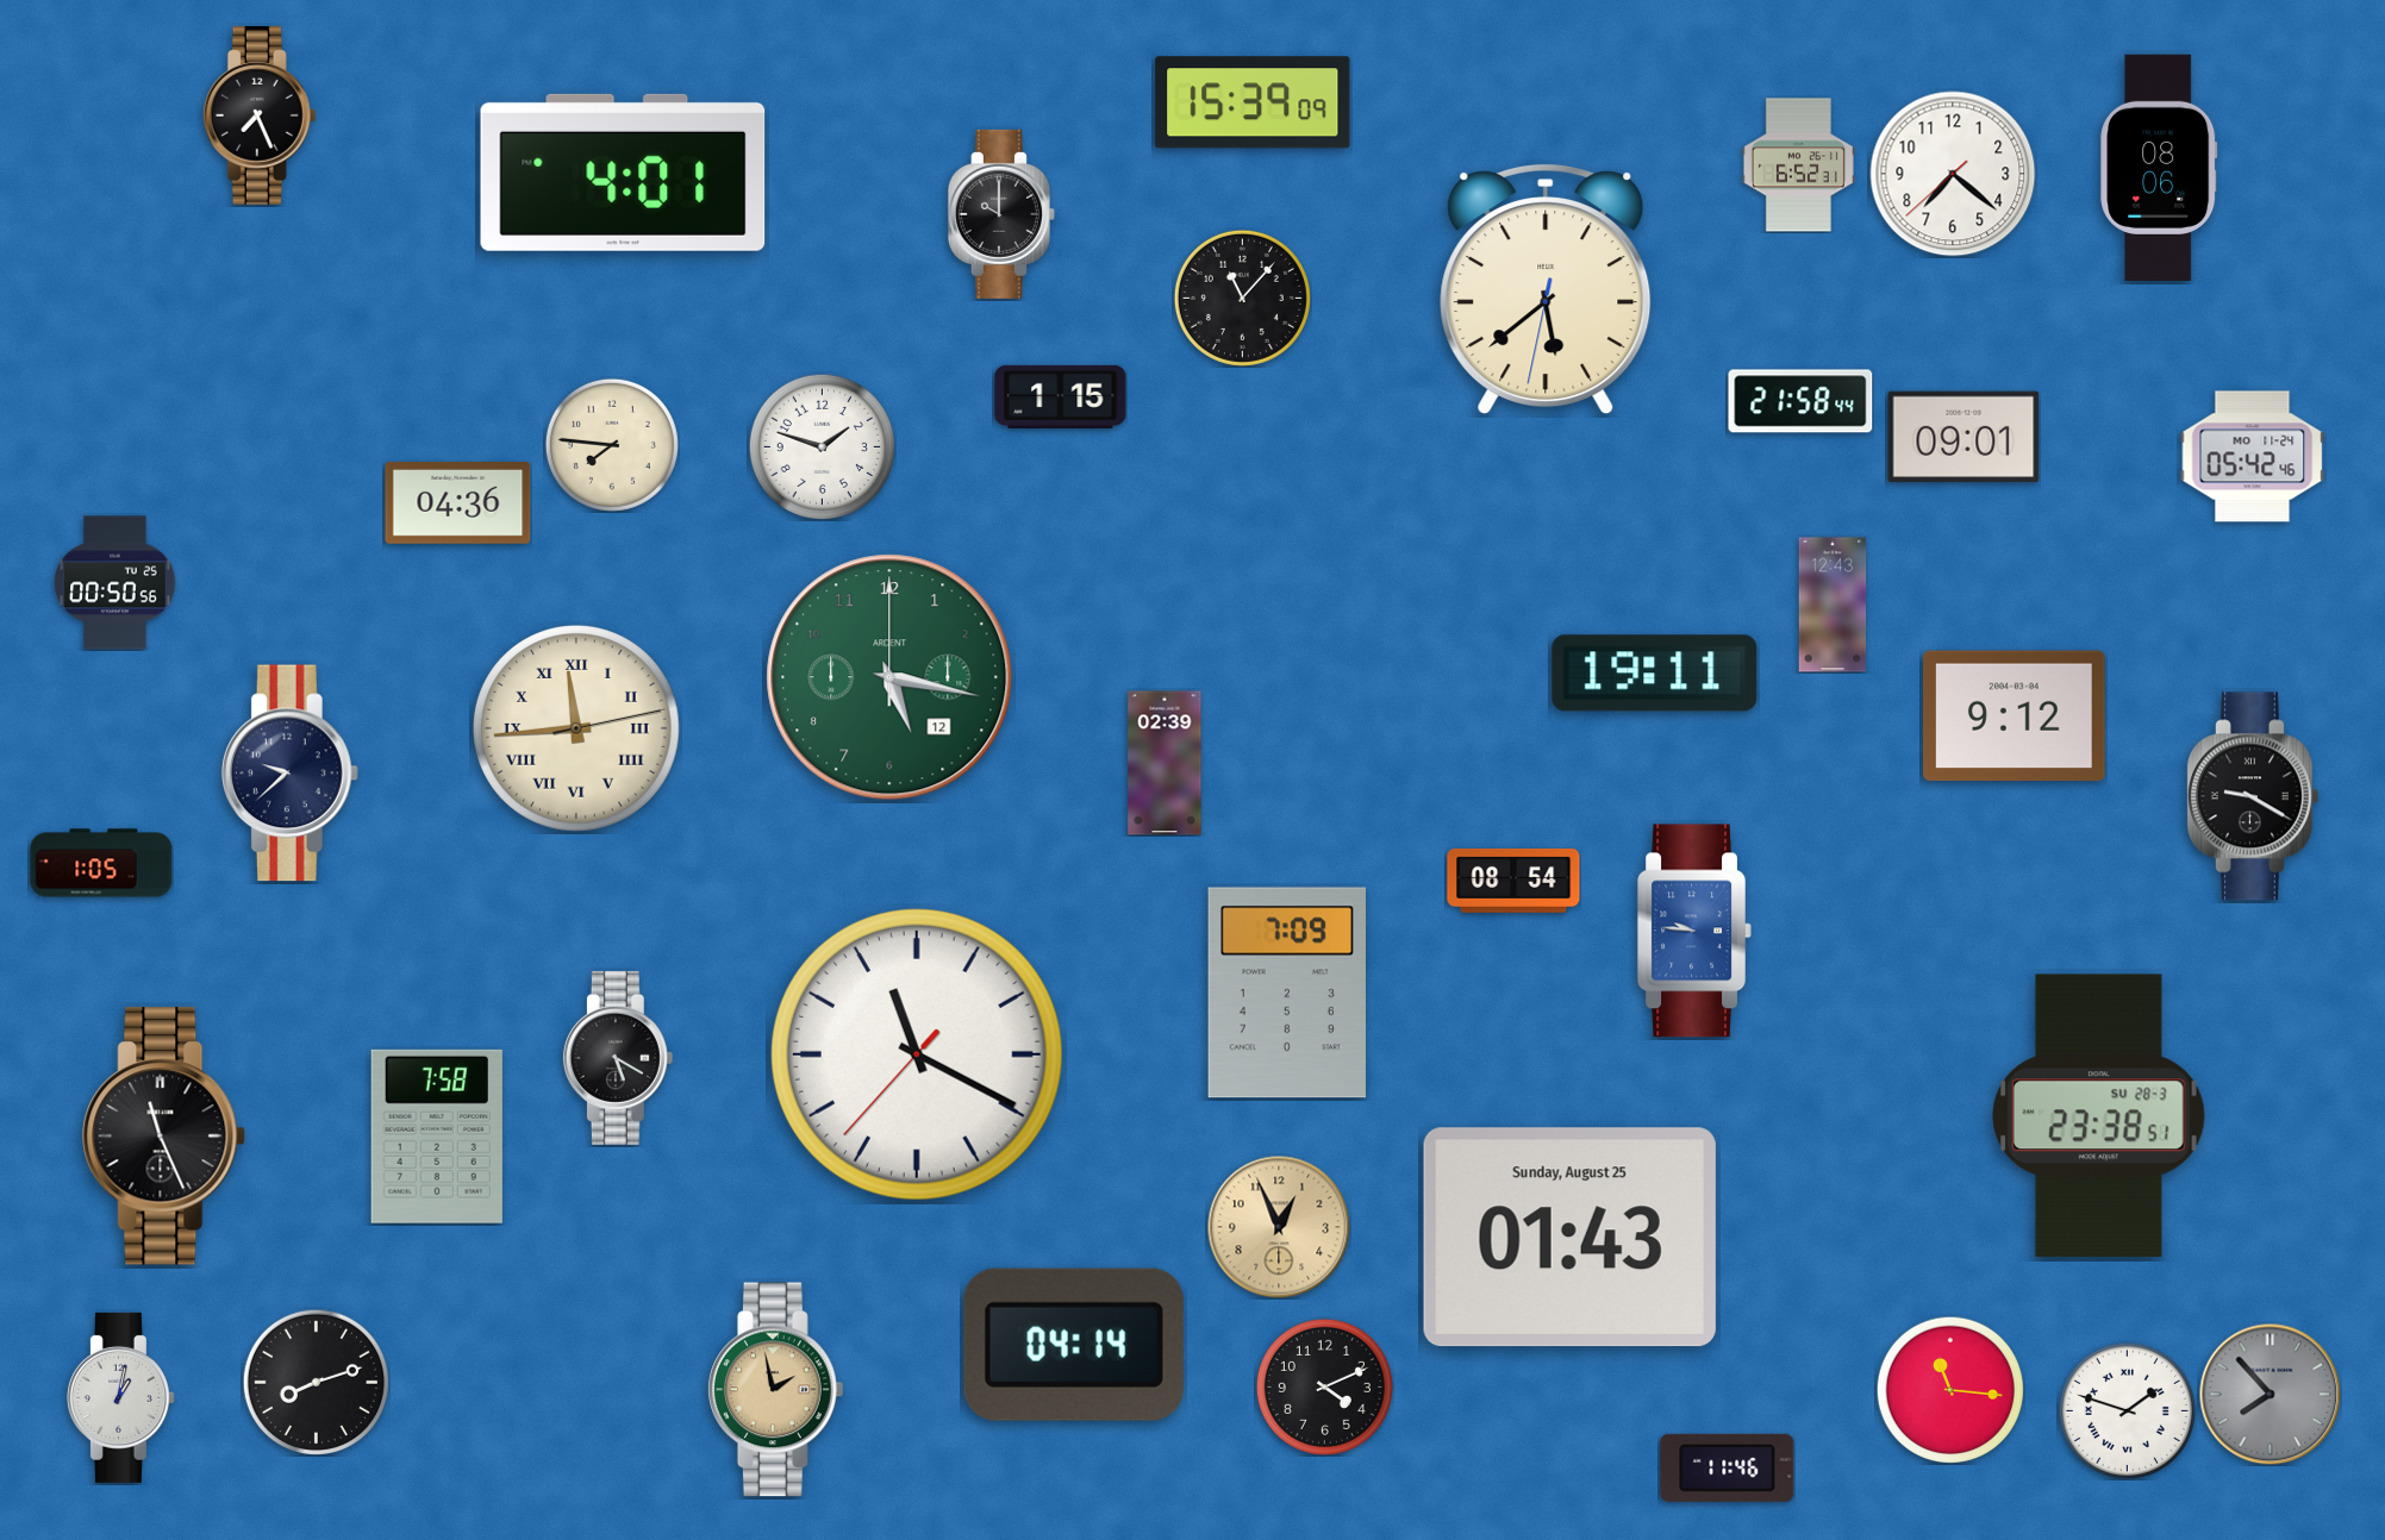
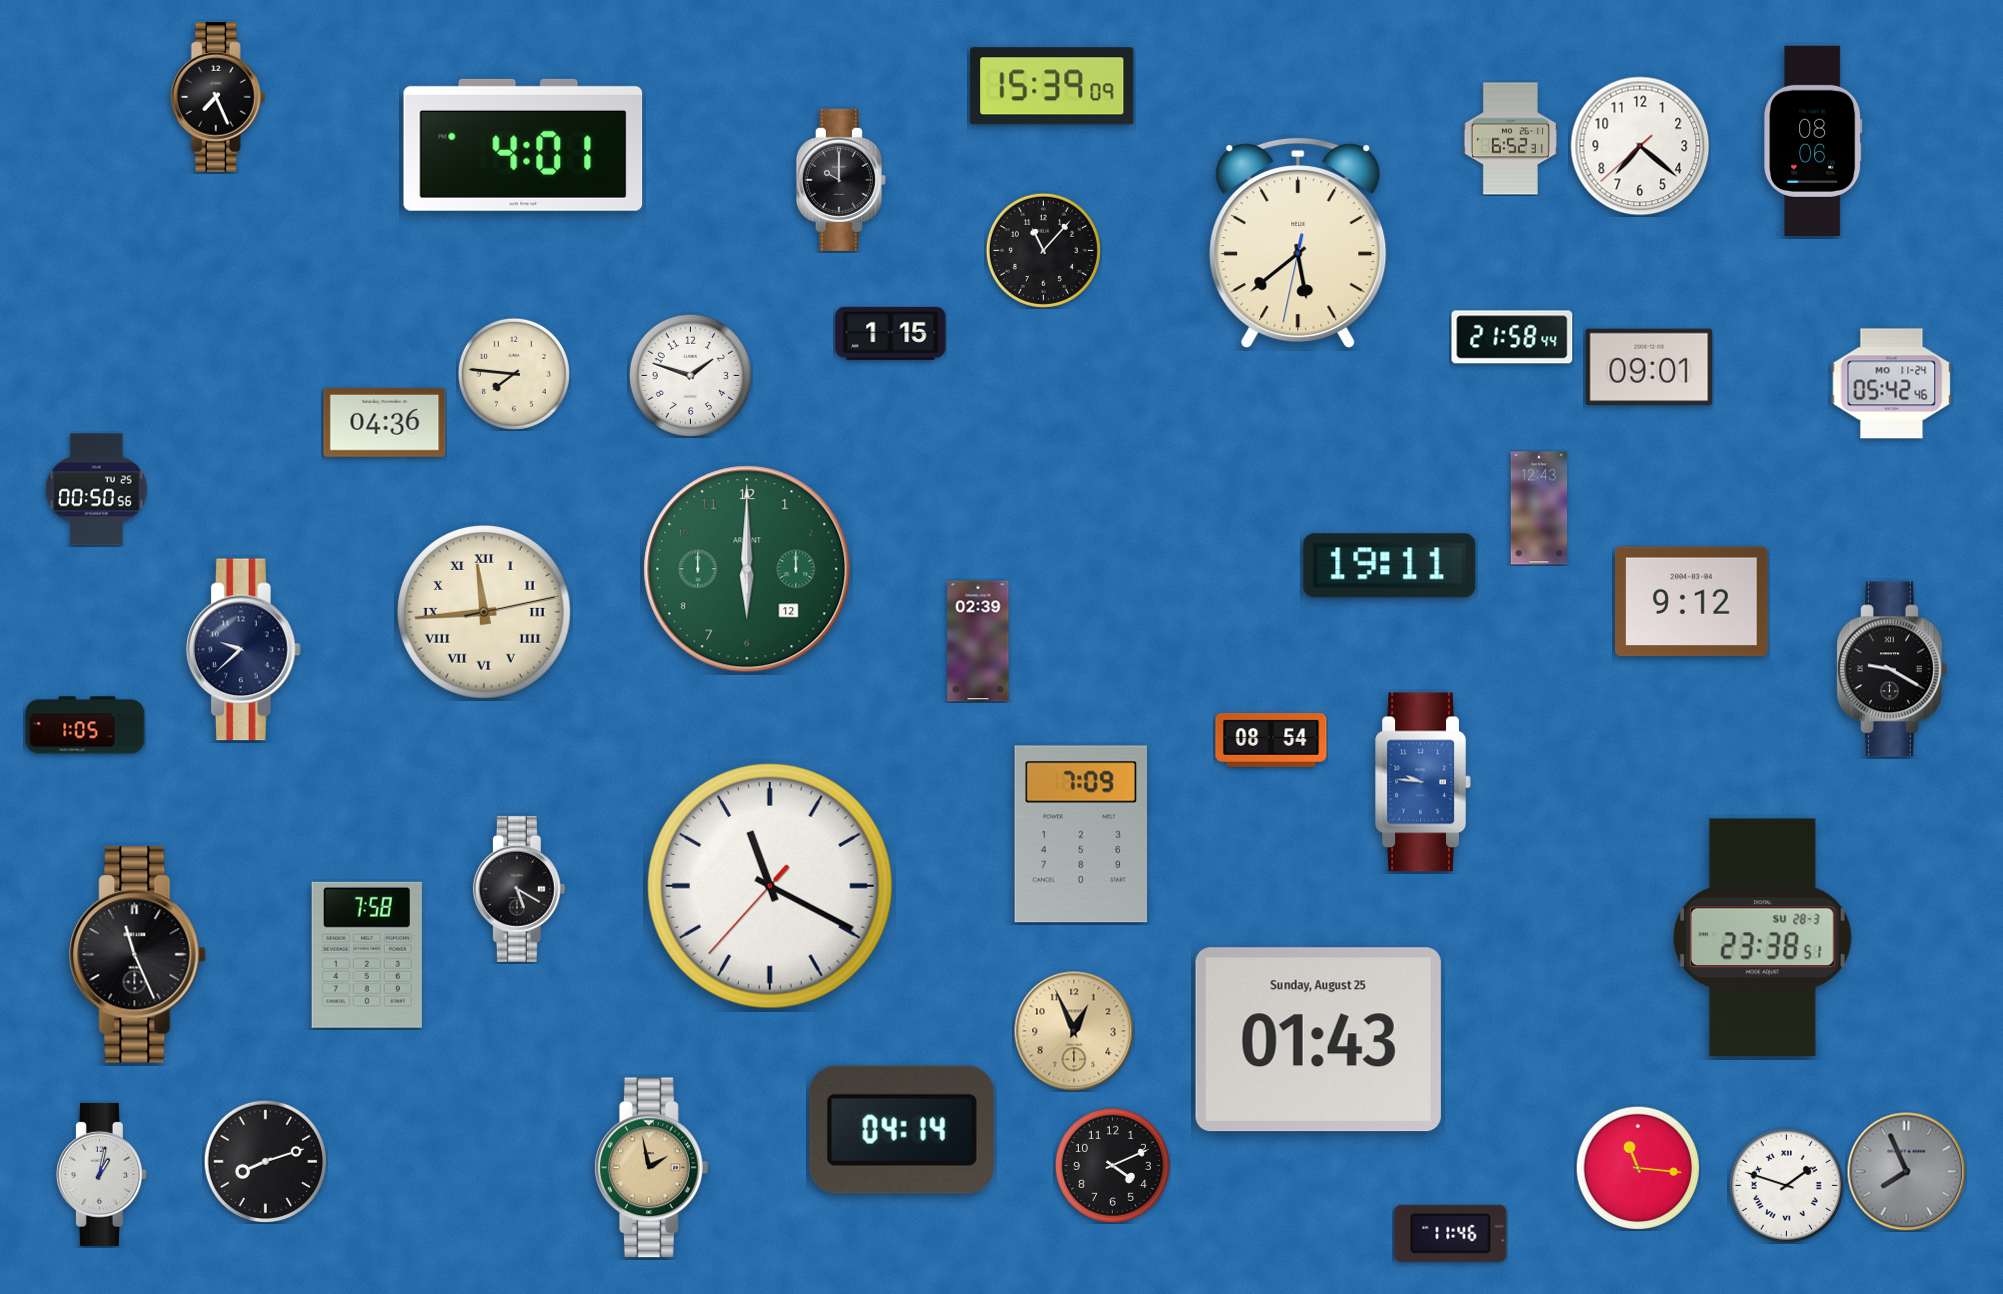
clock at (889, 677): 5:17 -> 6:00
clock at (2271, 1395): 7:53 -> 7:56
